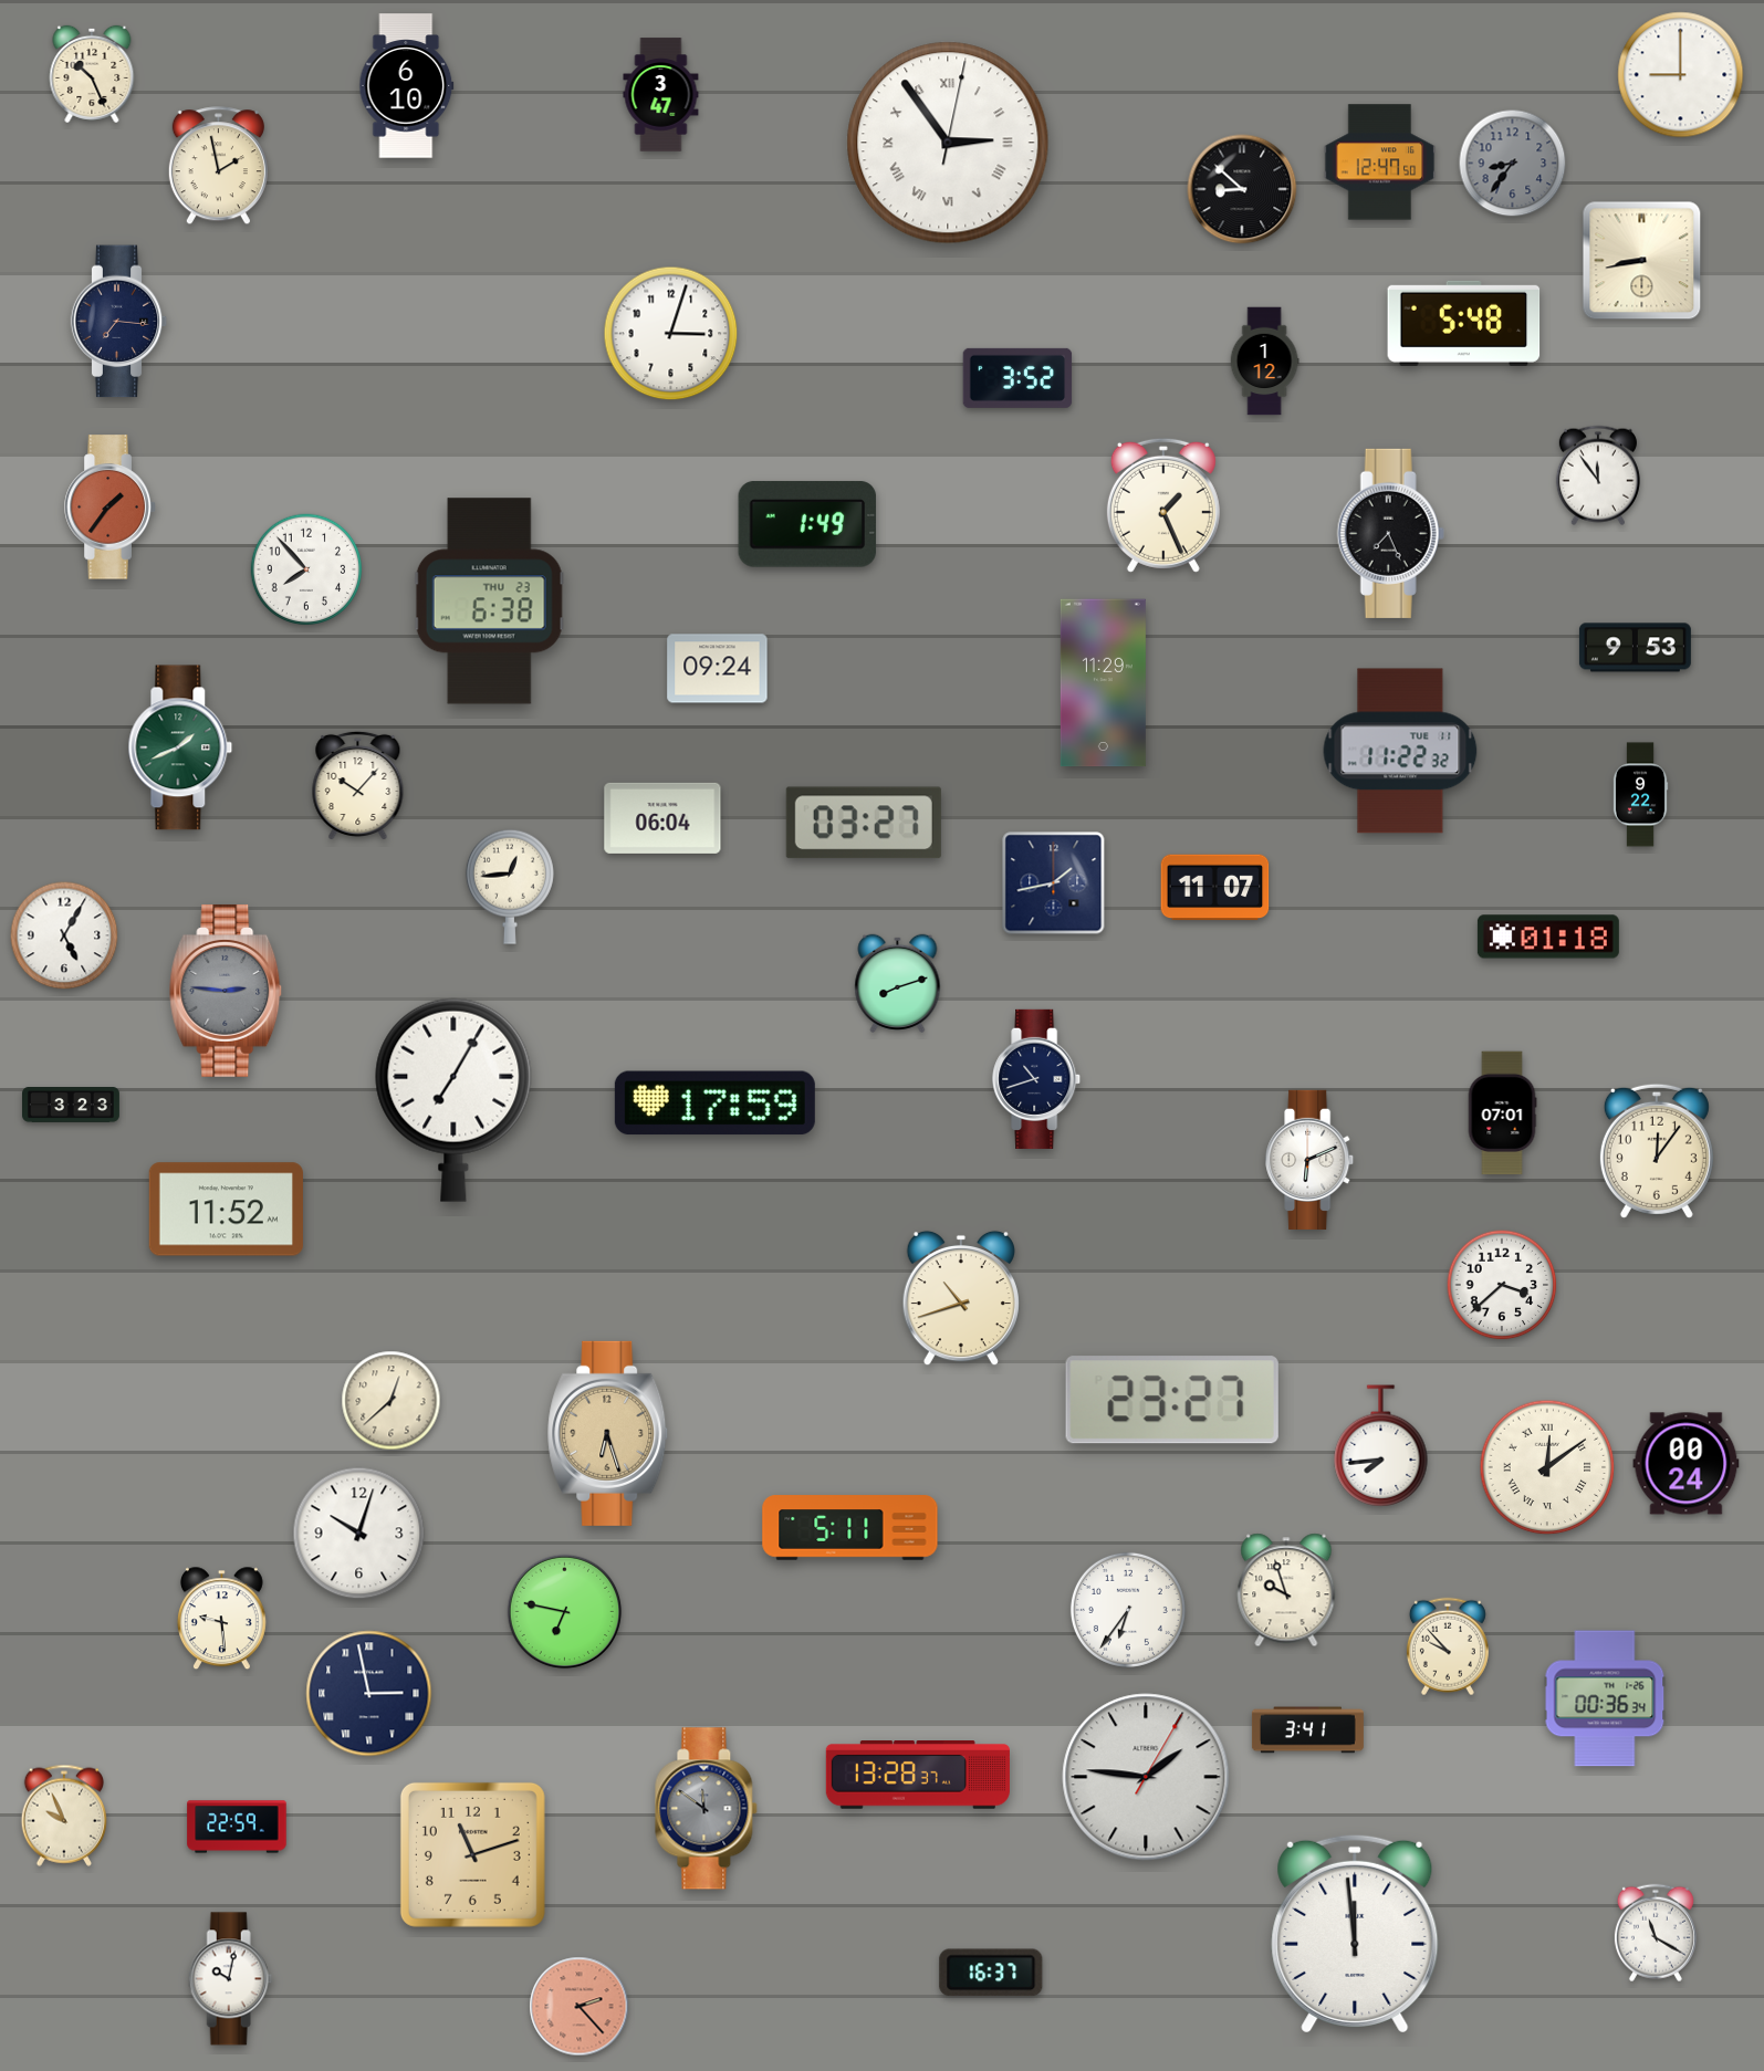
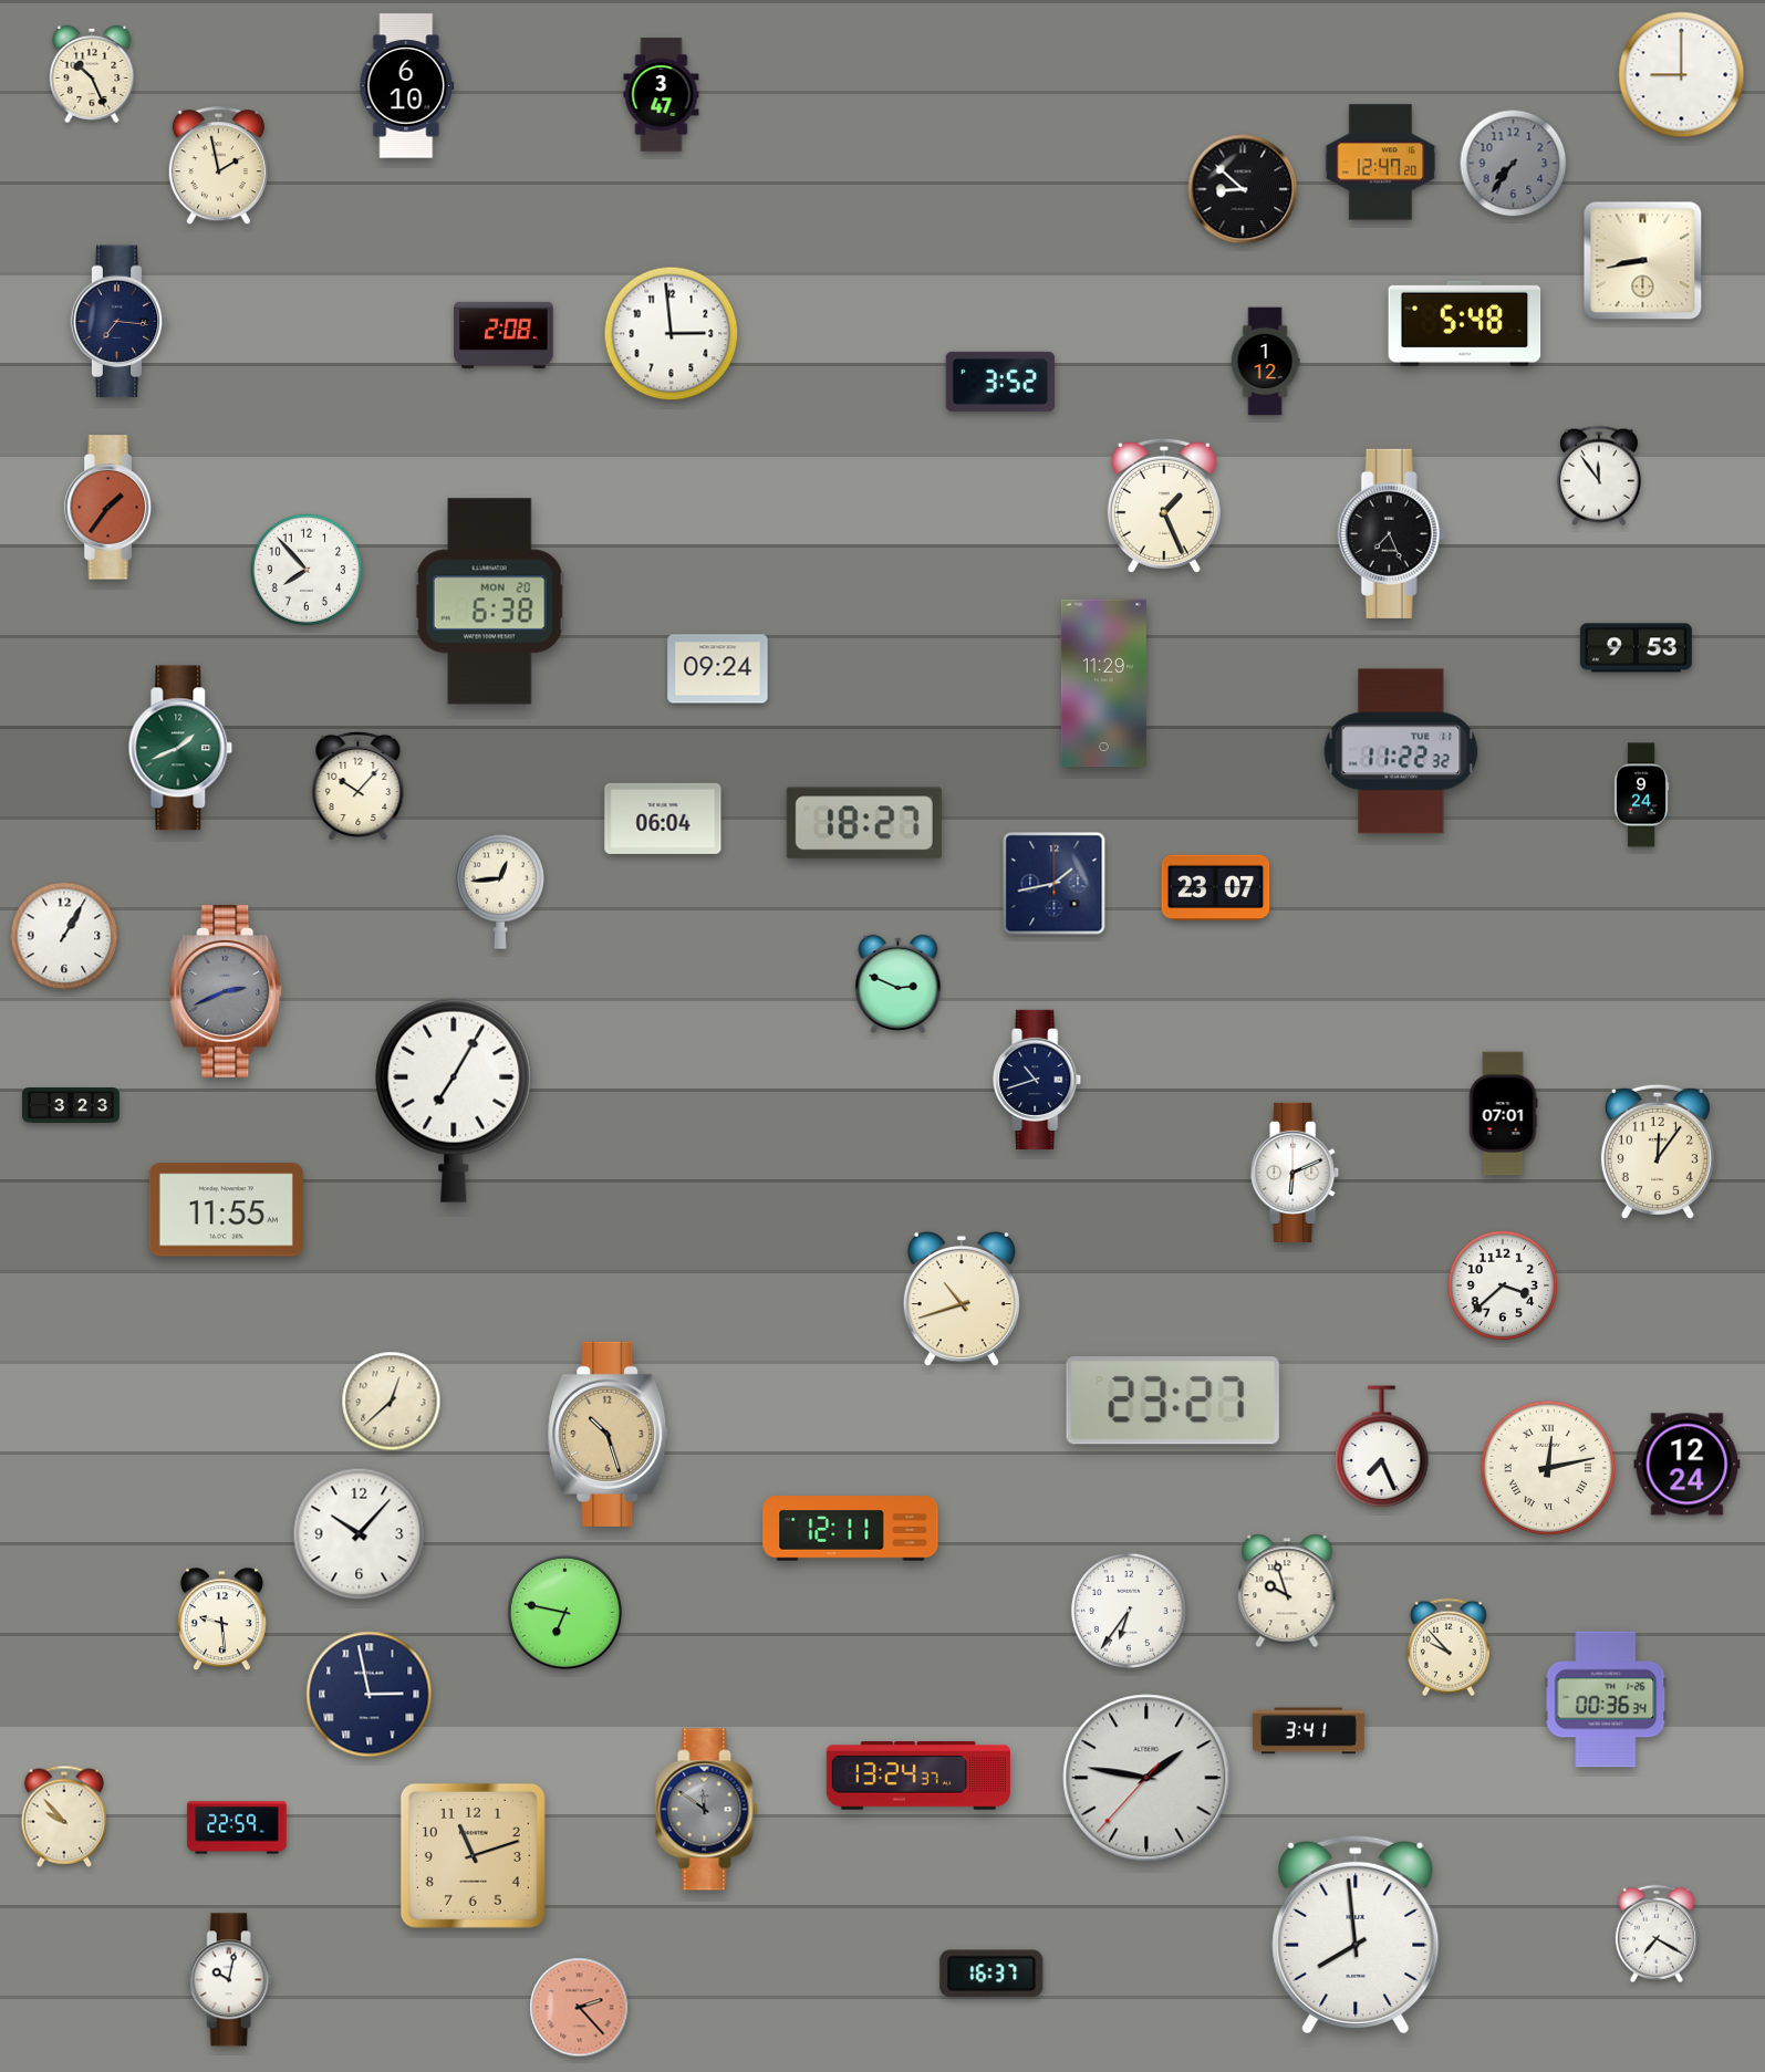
clock at (948, 143): 2:54 -> none
clock at (1380, 163): 12:47:50 -> 12:47:20
clock at (1513, 164): 8:36 -> 7:36
clock at (671, 334): 3:03 -> 2:59
clock at (503, 335): none -> 2:08
clock at (1017, 378) position: (1017, 378) -> (1000, 382)
clock at (807, 524): 1:49 -> none
clock at (489, 602) date: THU 23 -> MON 20
clock at (1640, 795): 9:22 -> 9:24
clock at (864, 823): 03:27 -> 18:27
clock at (510, 887) position: (510, 887) -> (500, 892)
clock at (1215, 888): 11:07 -> 23:07
clock at (64, 935): 5:05 -> 1:05
clock at (1548, 937): 01:18 -> none
clock at (898, 983): 8:12 -> 2:49
clock at (227, 991): 2:46 -> 2:41
clock at (714, 1104): 17:59 -> none
clock at (1311, 1160) position: (1311, 1160) -> (1296, 1173)
clock at (226, 1210): 11:52 -> 11:55
clock at (608, 1433): 6:27 -> 10:27
clock at (1381, 1445): 7:44 -> 7:26
clock at (1687, 1464): 00:24 -> 12:24
clock at (1547, 1467): 12:09 -> 12:13
clock at (850, 1528): 5:11 -> 12:11
clock at (359, 1534): 10:03 -> 10:07
clock at (918, 1776): 13:28 -> 13:24
clock at (1146, 1777): 1:46:05 -> 1:46:37
clock at (63, 1816): 9:56 -> 9:53
clock at (1656, 1933): 11:20 -> 7:20
clock at (1355, 1934): 11:59 -> 7:59
